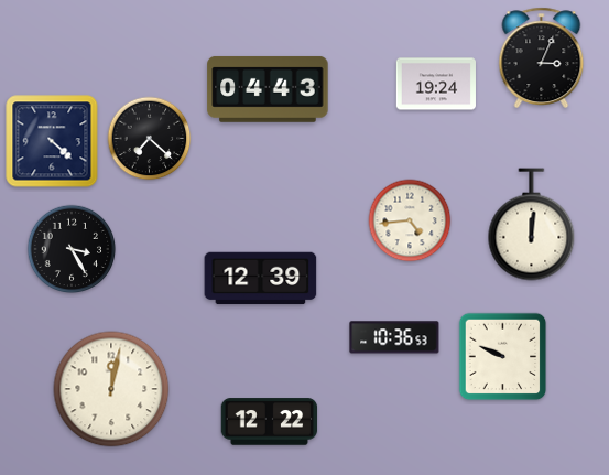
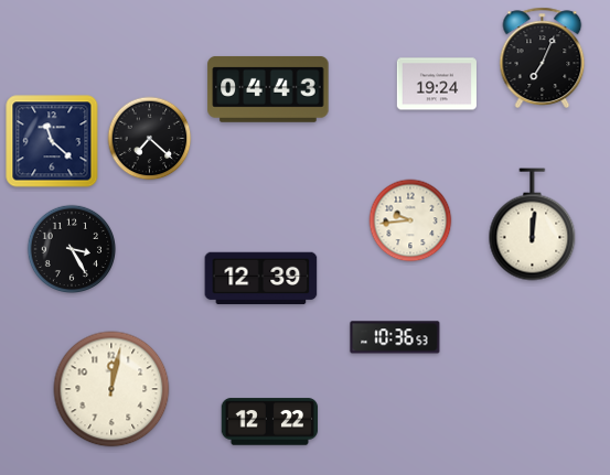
clock at (542, 57): 3:04 -> 7:04
clock at (52, 141): 4:22 -> 11:22
clock at (410, 220): 4:44 -> 9:44
clock at (503, 357): 9:49 -> none
